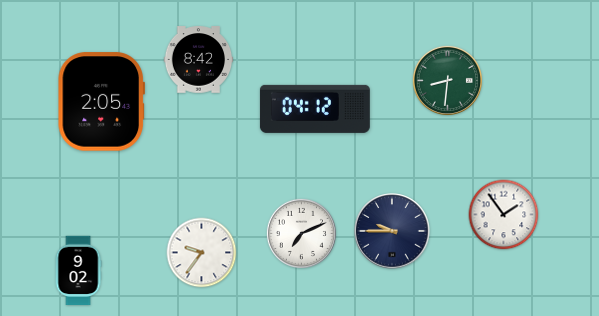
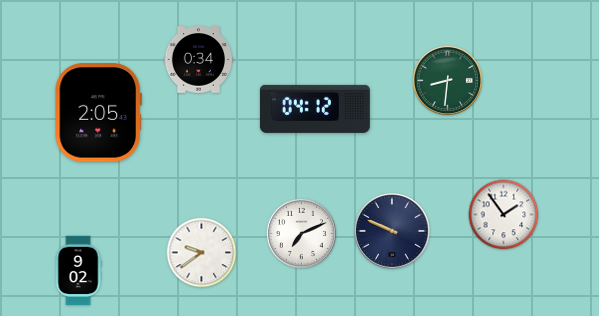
clock at (199, 60): 8:42 -> 0:34
clock at (101, 102) position: (101, 102) -> (98, 113)
clock at (392, 231): 9:45 -> 9:49
clock at (202, 253): 9:36 -> 9:39
